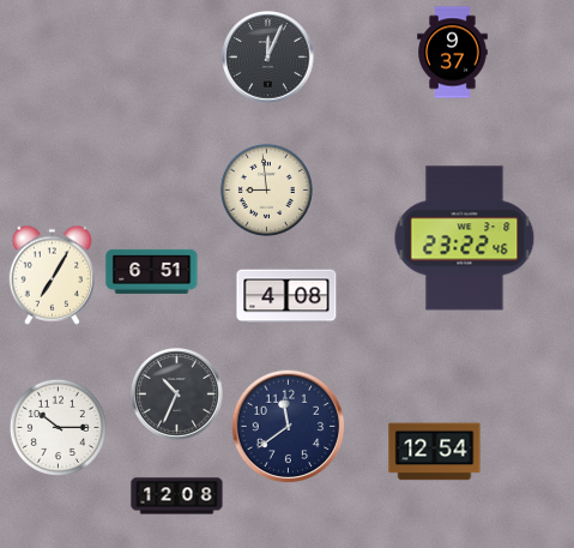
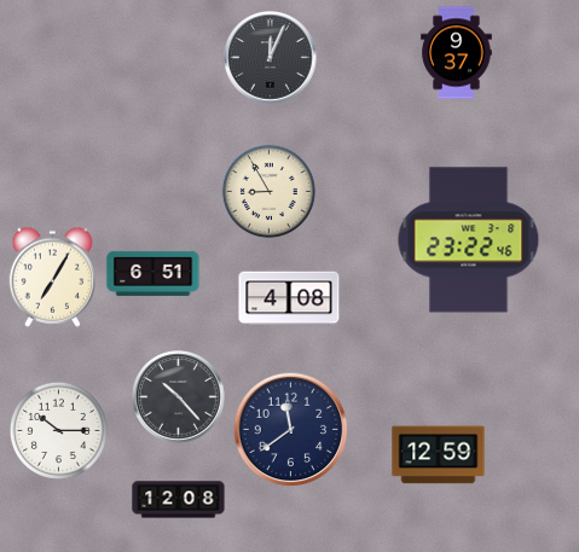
clock at (266, 189): 8:59 -> 8:55
clock at (177, 395): 10:34 -> 10:23
clock at (435, 452): 12:54 -> 12:59
